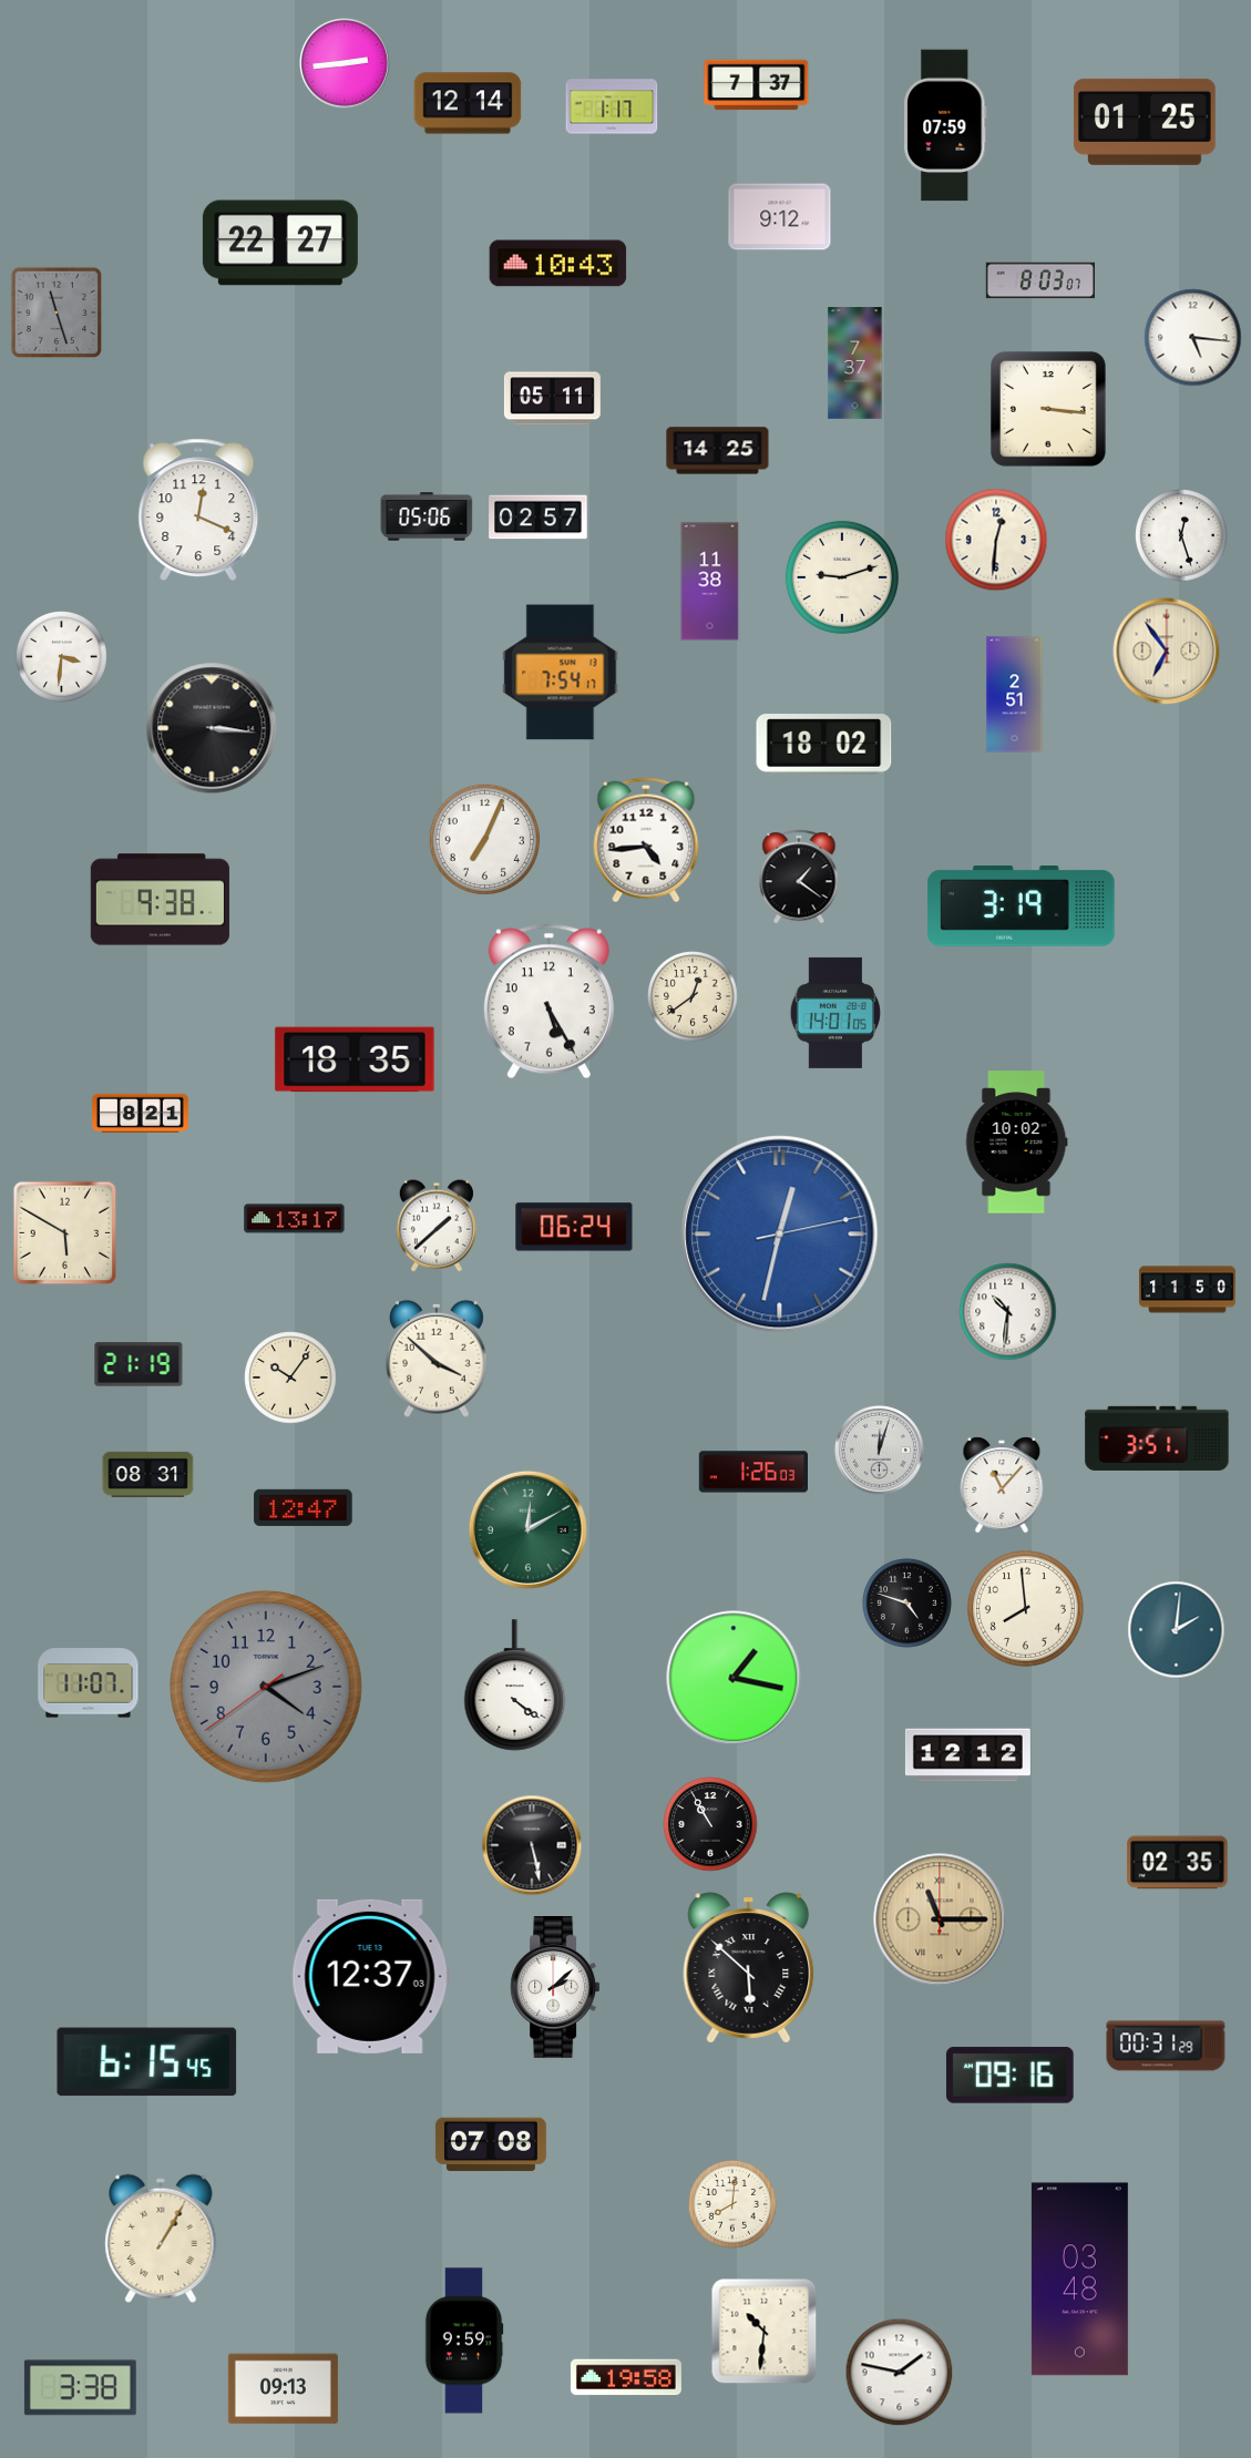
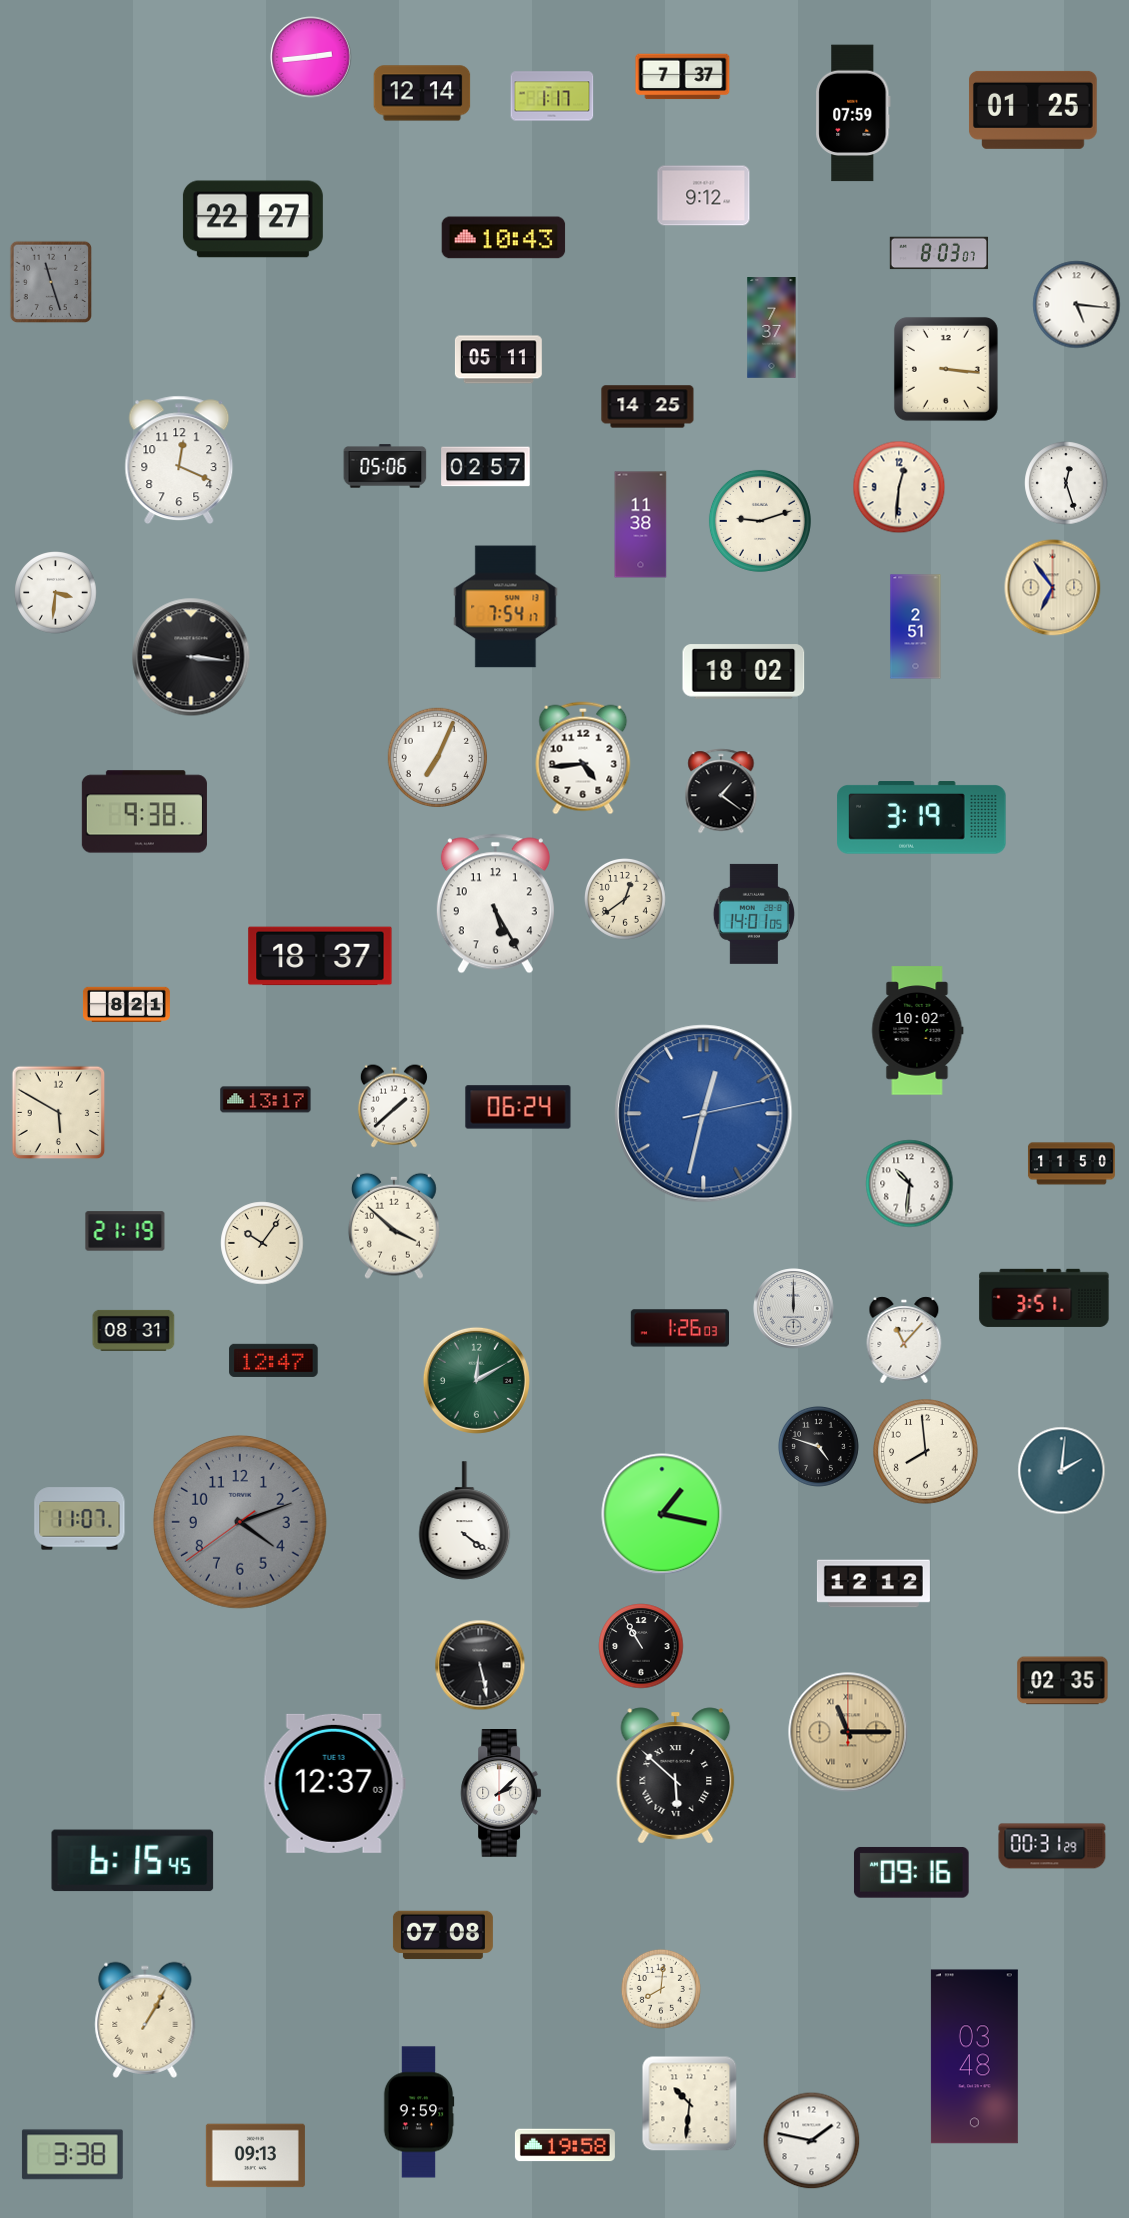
clock at (355, 1059): 18:35 -> 18:37
clock at (880, 1451): 12:03 -> 12:00
